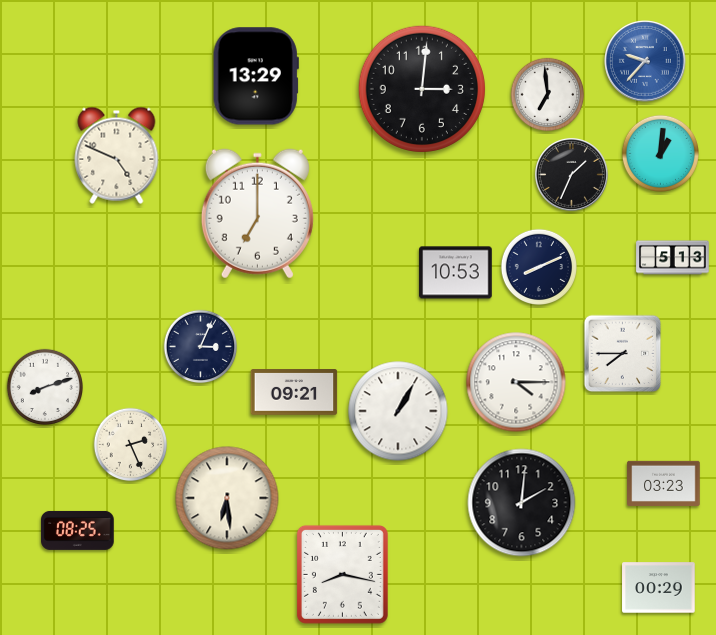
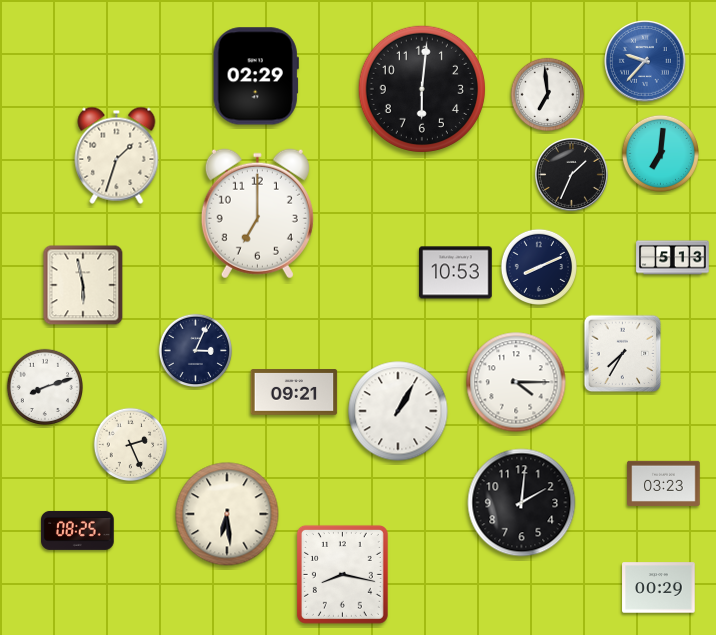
clock at (256, 76): 13:29 -> 02:29
clock at (422, 89): 3:01 -> 6:01
clock at (660, 153): 1:01 -> 7:01
clock at (117, 155): 4:49 -> 1:33
clock at (83, 285): none -> 5:58
clock at (201, 347) position: (201, 347) -> (196, 351)
clock at (623, 354): 7:45 -> 7:35
clock at (227, 498) position: (227, 498) -> (227, 514)
